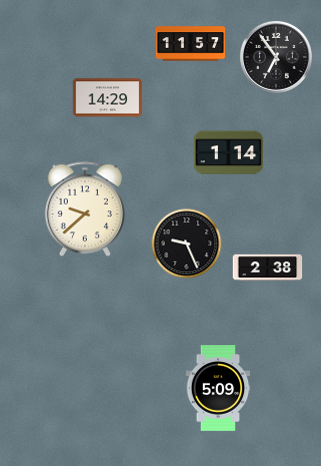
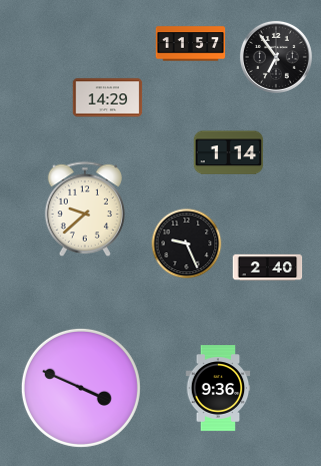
clock at (268, 268): 2:38 -> 2:40
clock at (81, 388): none -> 3:49
clock at (218, 388): 5:09 -> 9:36
